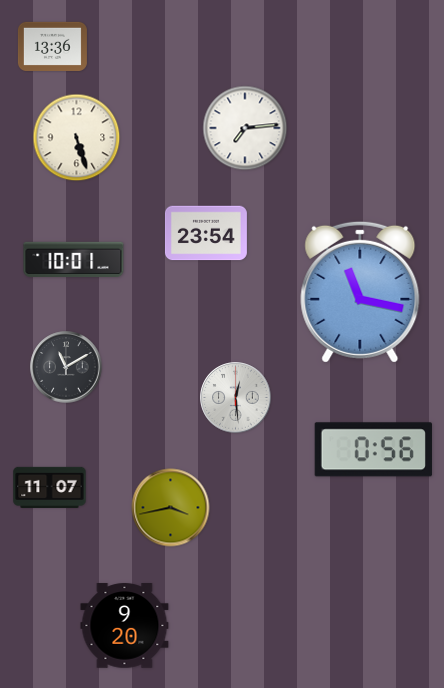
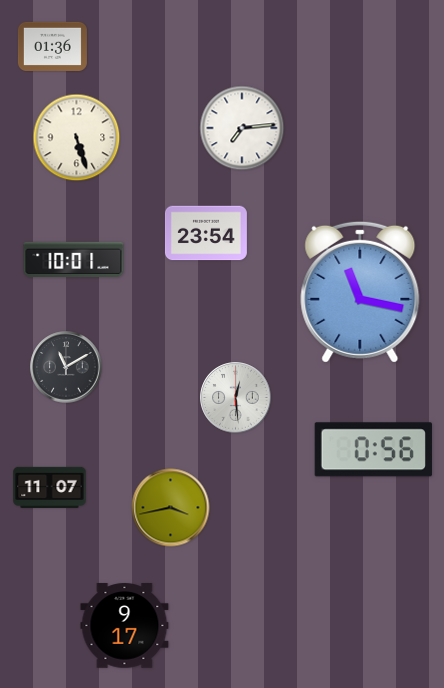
clock at (52, 46): 13:36 -> 01:36
clock at (245, 128) position: (245, 128) -> (242, 128)
clock at (125, 626): 9:20 -> 9:17
